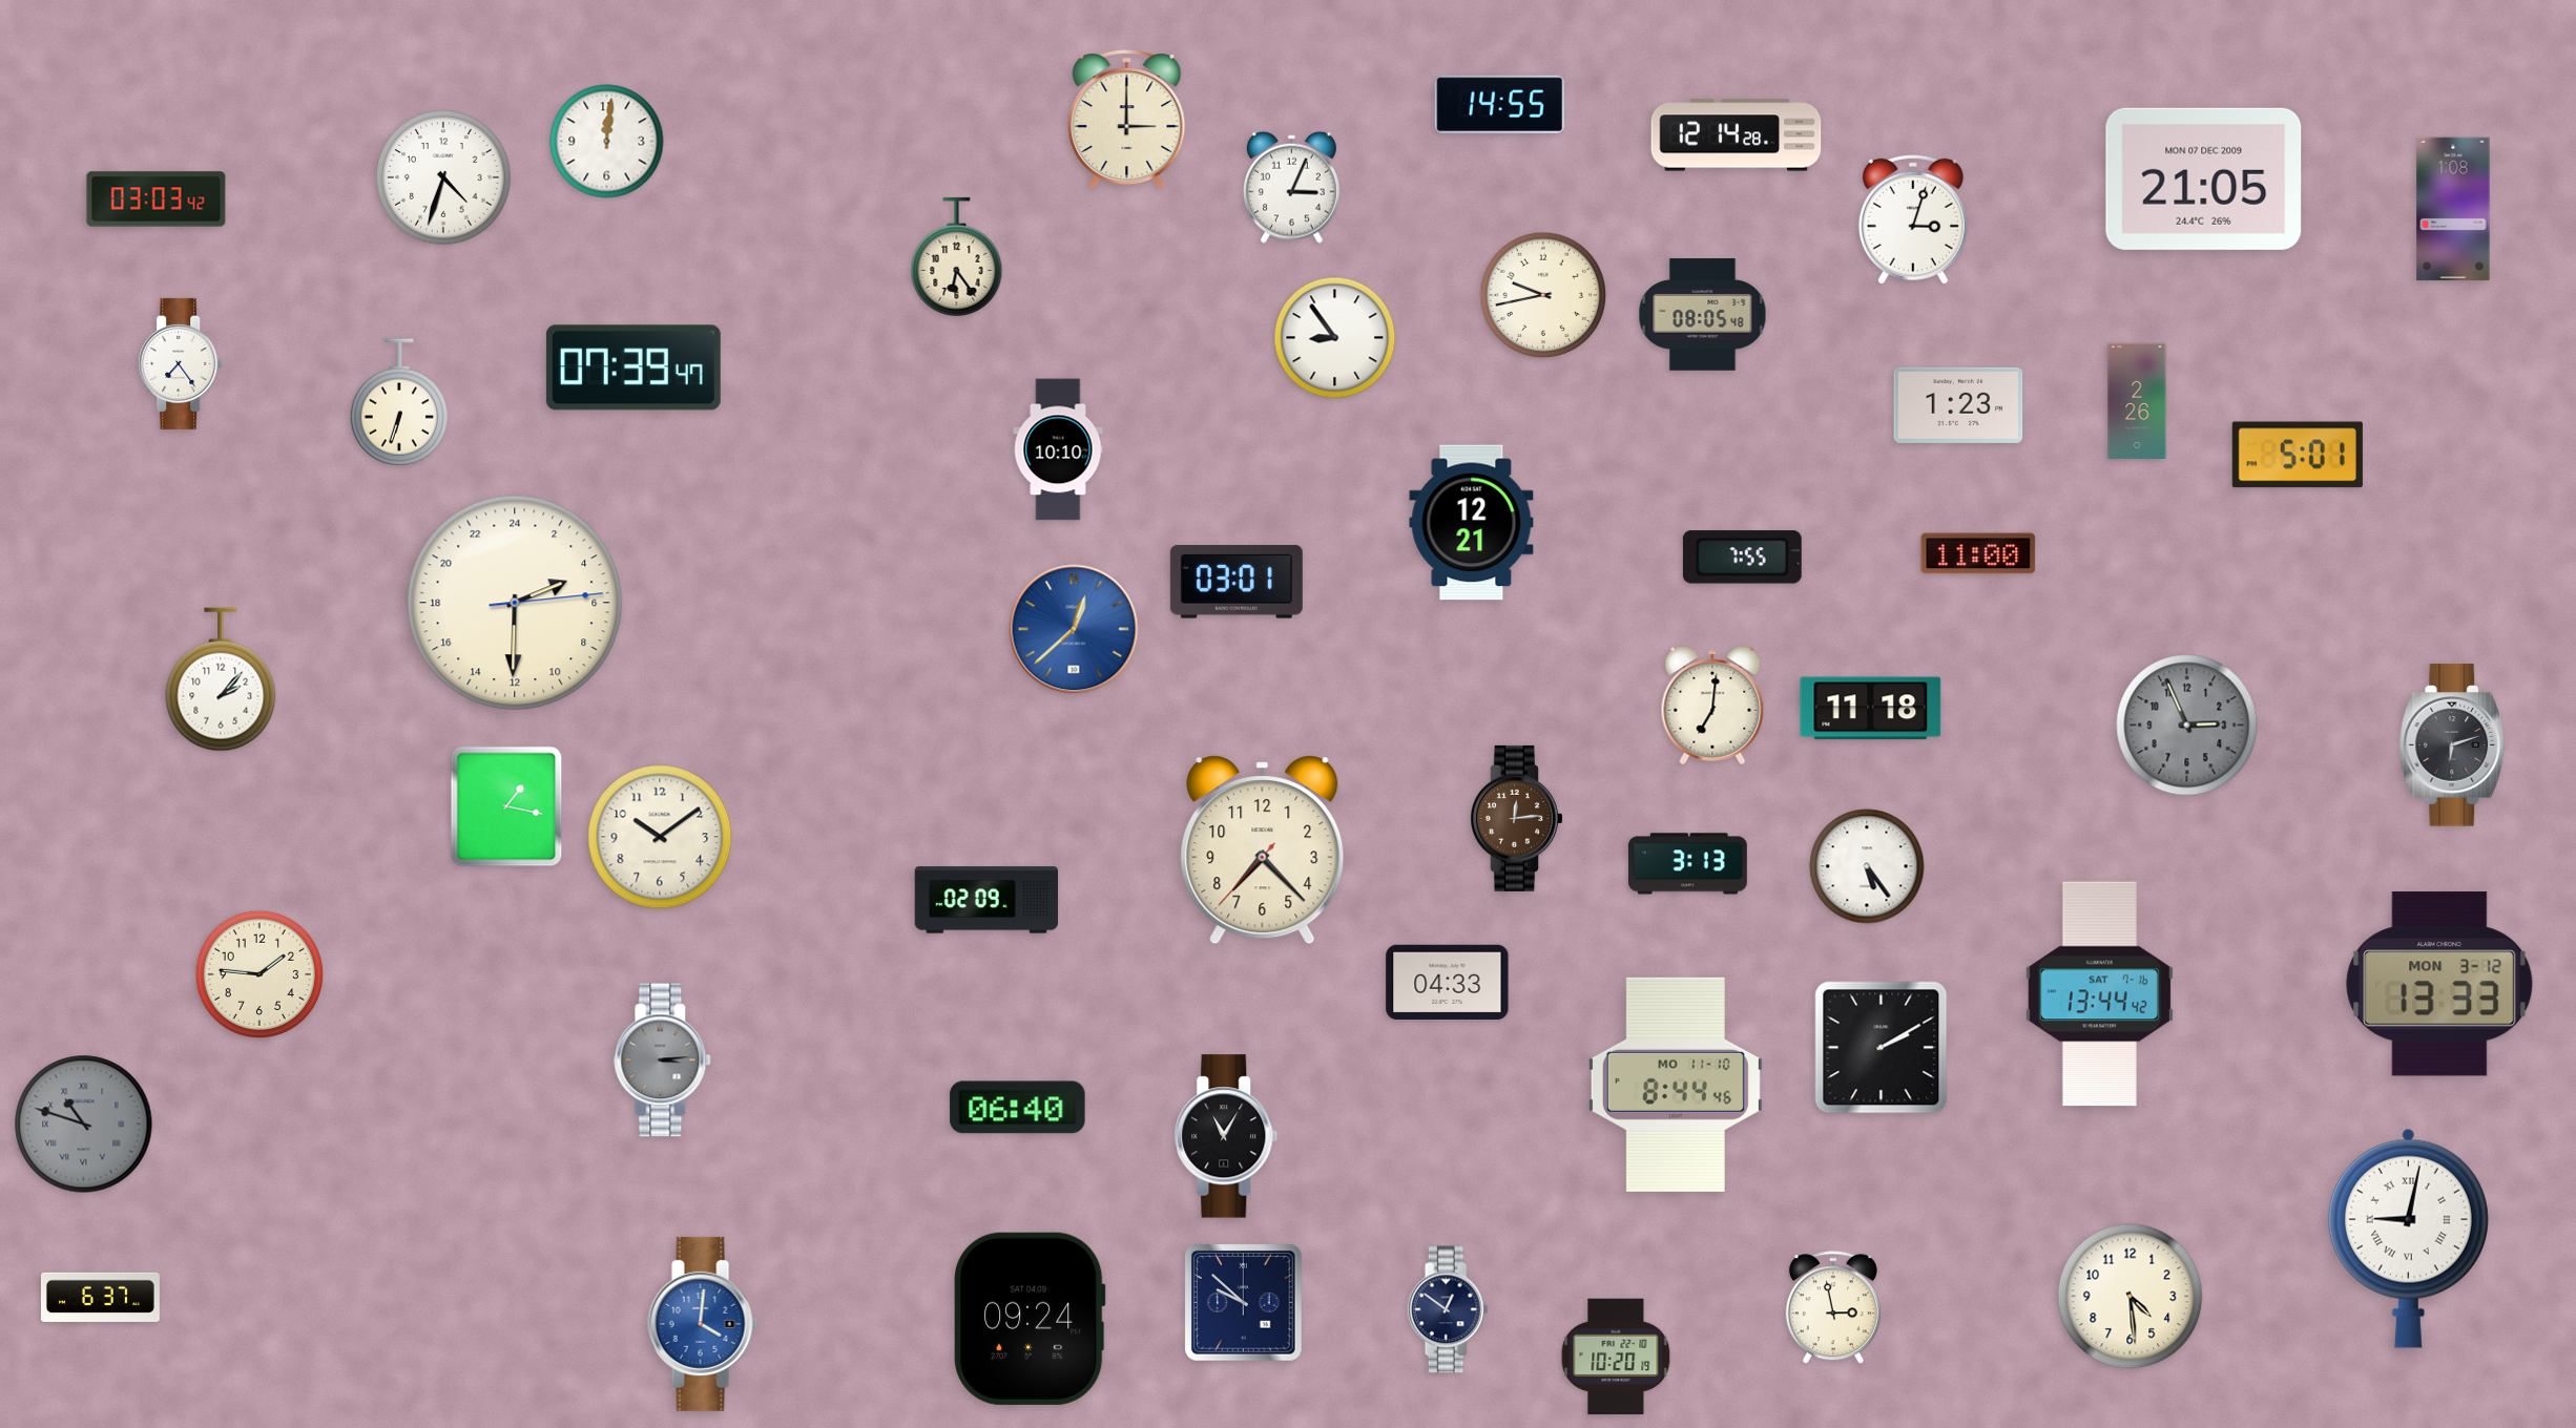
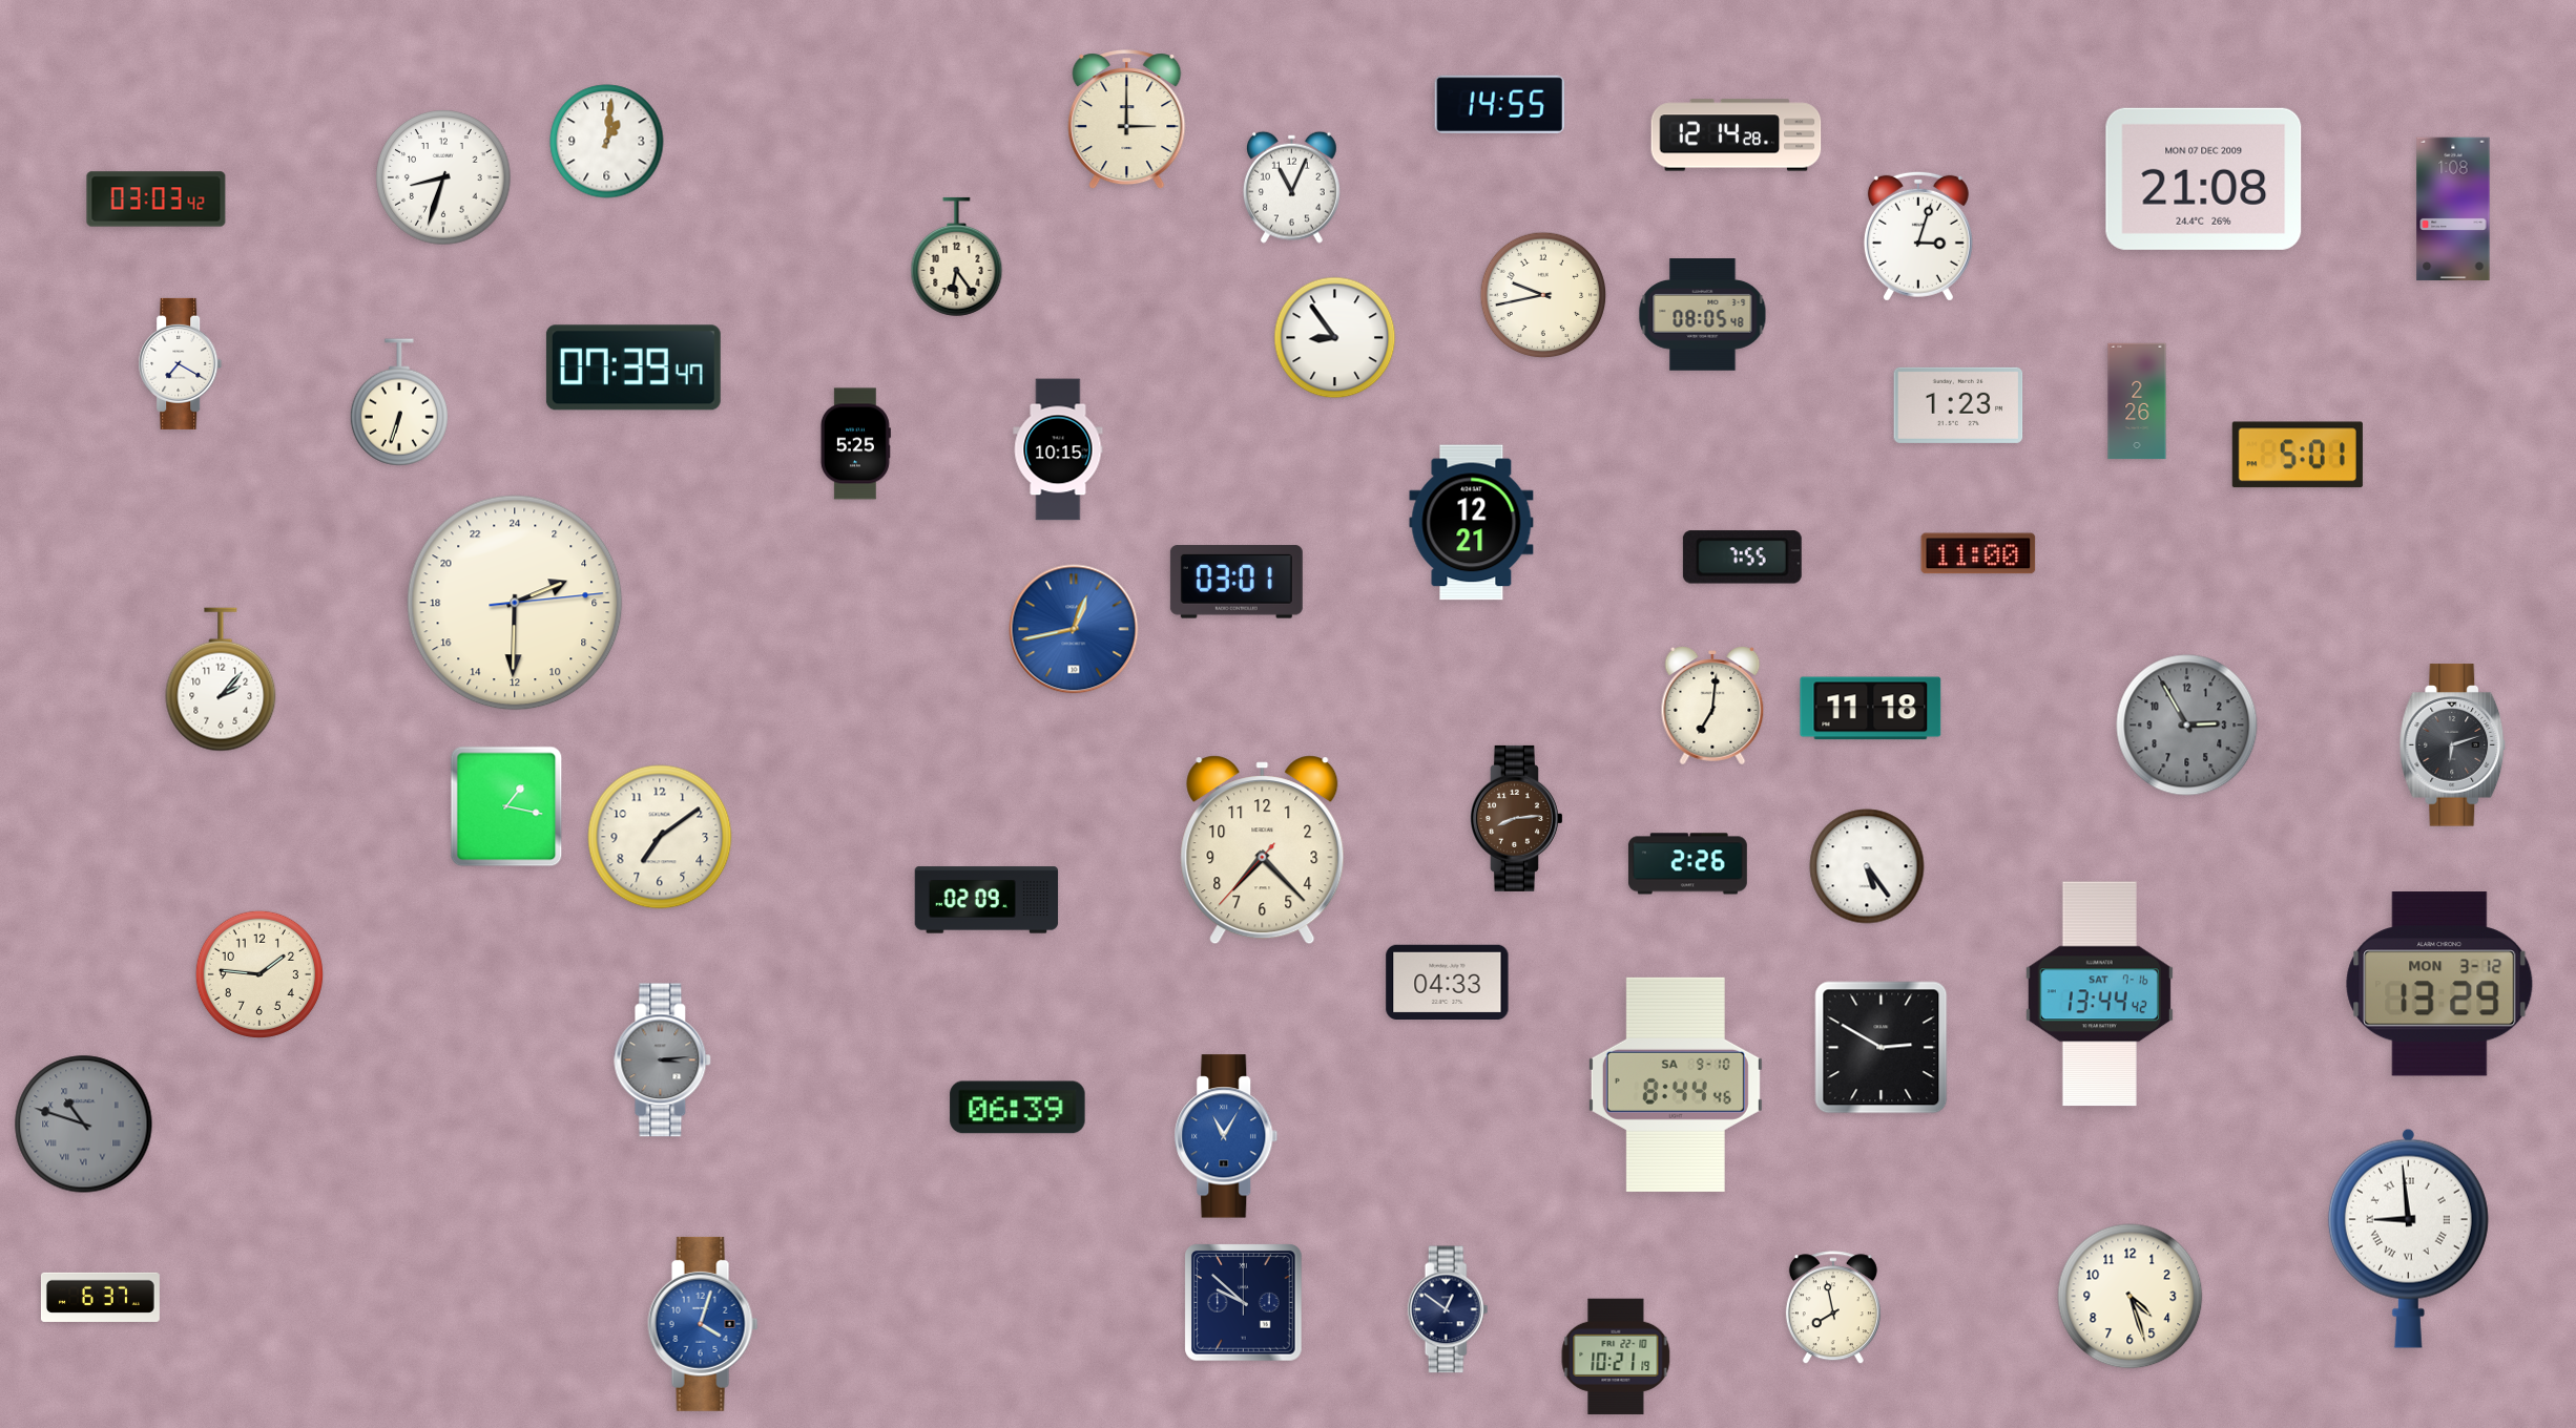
clock at (607, 142): 12:01 -> 1:01
clock at (443, 177): 4:33 -> 8:33
clock at (2204, 178): 21:05 -> 21:08
clock at (1291, 187): 3:04 -> 11:04
clock at (1913, 219) position: (1913, 219) -> (1918, 236)
clock at (181, 363): 7:24 -> 7:20
clock at (855, 444): none -> 5:25
clock at (1058, 449): 10:10 -> 10:15
clock at (1074, 629): 12:38 -> 12:43
clock at (2187, 726): 2:56 -> 2:55
clock at (1517, 818): 12:14 -> 8:14
clock at (660, 837): 10:09 -> 7:09
clock at (1687, 864): 3:13 -> 2:26
clock at (2439, 984): 13:33 -> 13:29
clock at (1882, 1048): 2:10 -> 2:50
clock at (1676, 1085) date: MO 11-10 -> SA 9-10
clock at (1018, 1108): 06:40 -> 06:39
clock at (1226, 1136) dial: black -> blue
clock at (2408, 1238): 9:02 -> 8:59
clock at (2131, 1297): 4:29 -> 4:27
clock at (1833, 1308): 2:58 -> 7:58
clock at (1030, 1319): 09:24 -> none
clock at (703, 1324): 4:01 -> 4:03
clock at (1616, 1356): 10:20 -> 10:21
